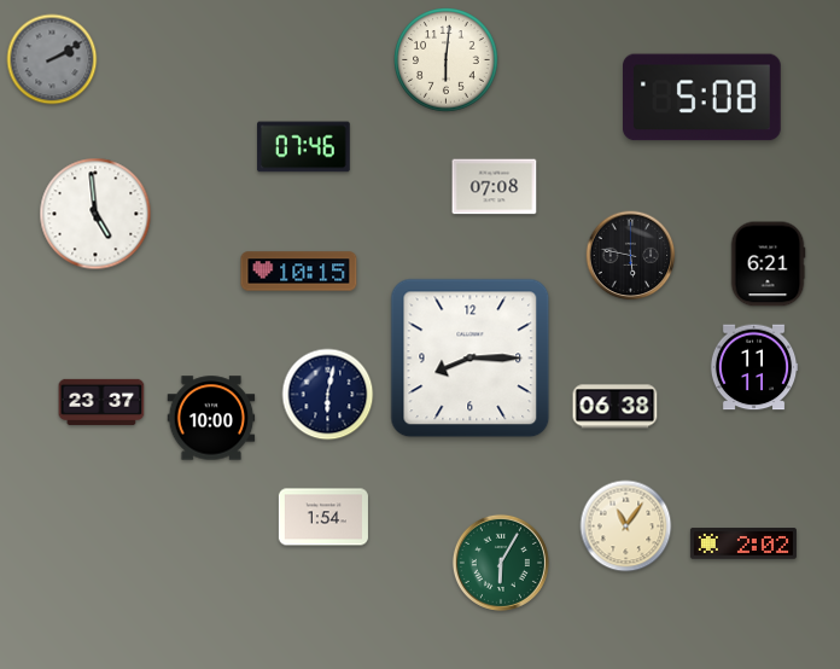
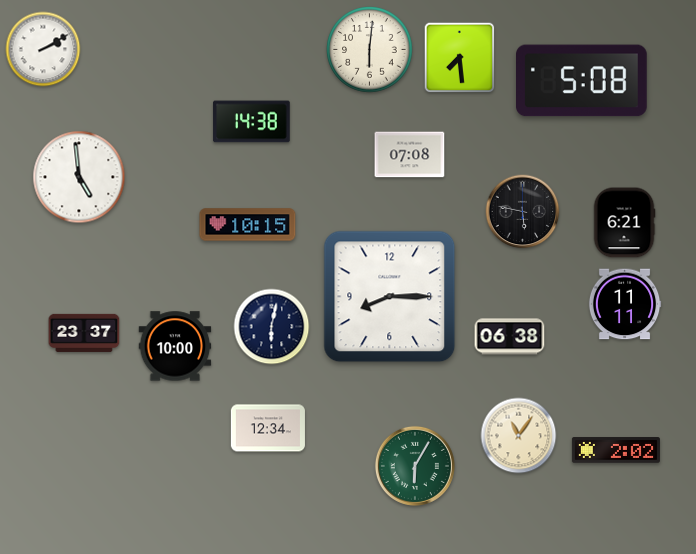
clock at (52, 59) dial: grey -> white
clock at (460, 58): none -> 7:29
clock at (304, 147): 07:46 -> 14:38
clock at (768, 264) position: (768, 264) -> (624, 223)
clock at (323, 517): 1:54 -> 12:34
